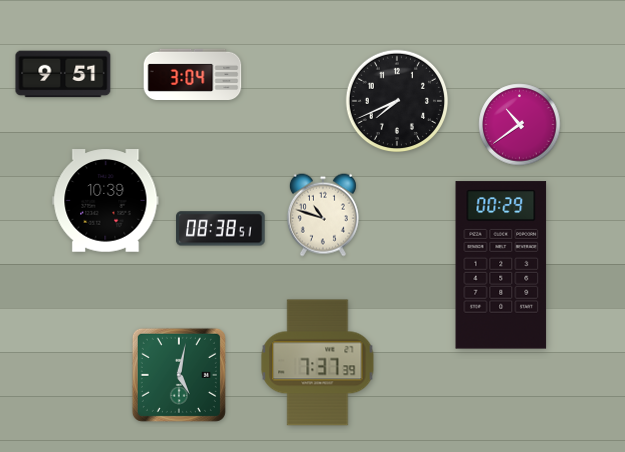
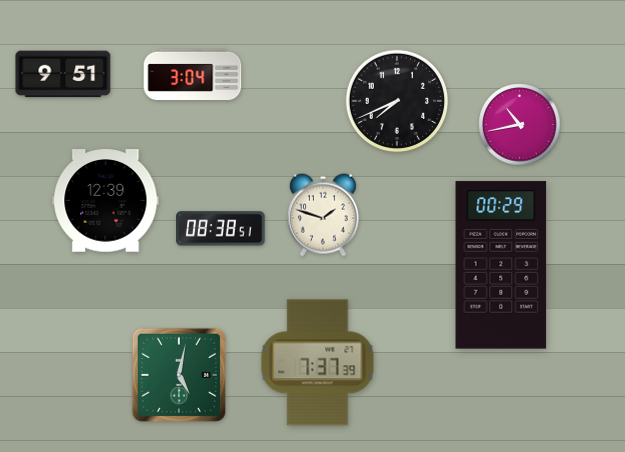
clock at (520, 125): 10:39 -> 10:43
clock at (106, 201): 10:39 -> 12:39
clock at (323, 215): 10:48 -> 1:48
